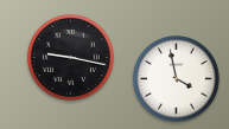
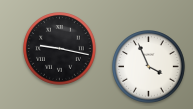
clock at (177, 79): 3:58 -> 3:56
